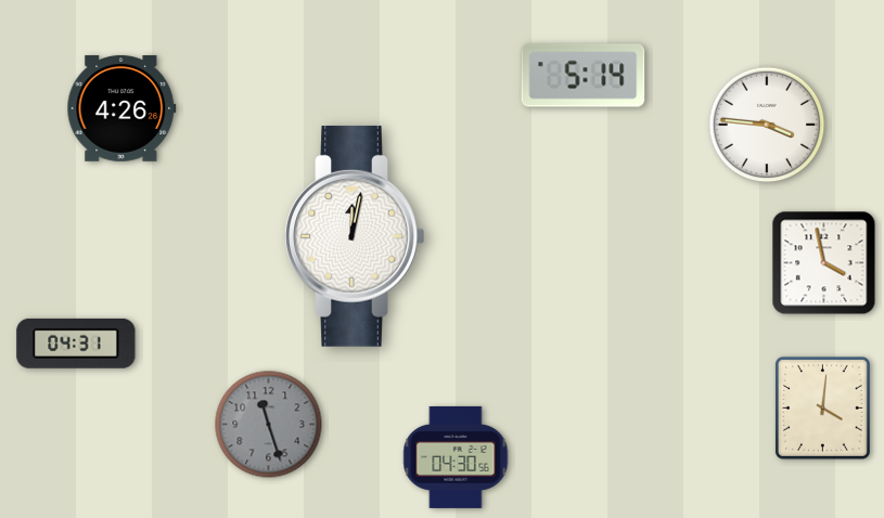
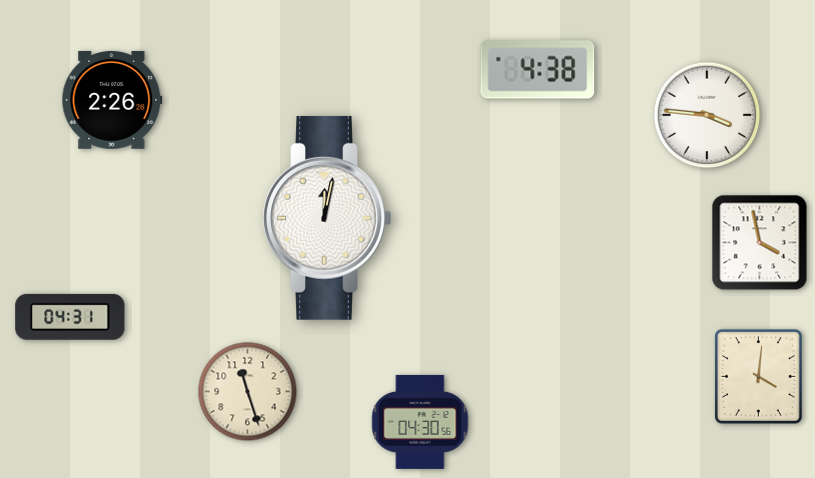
clock at (584, 76): 5:14 -> 4:38
clock at (121, 108): 4:26 -> 2:26
clock at (269, 425) dial: grey -> cream
